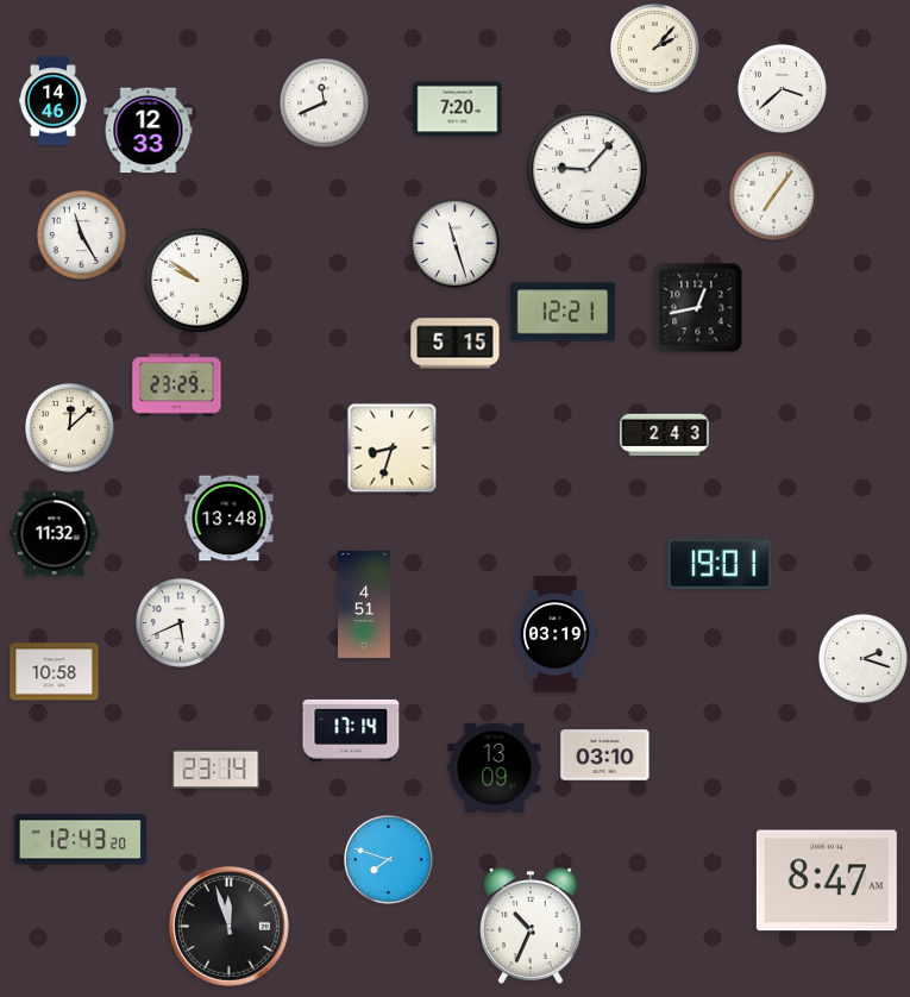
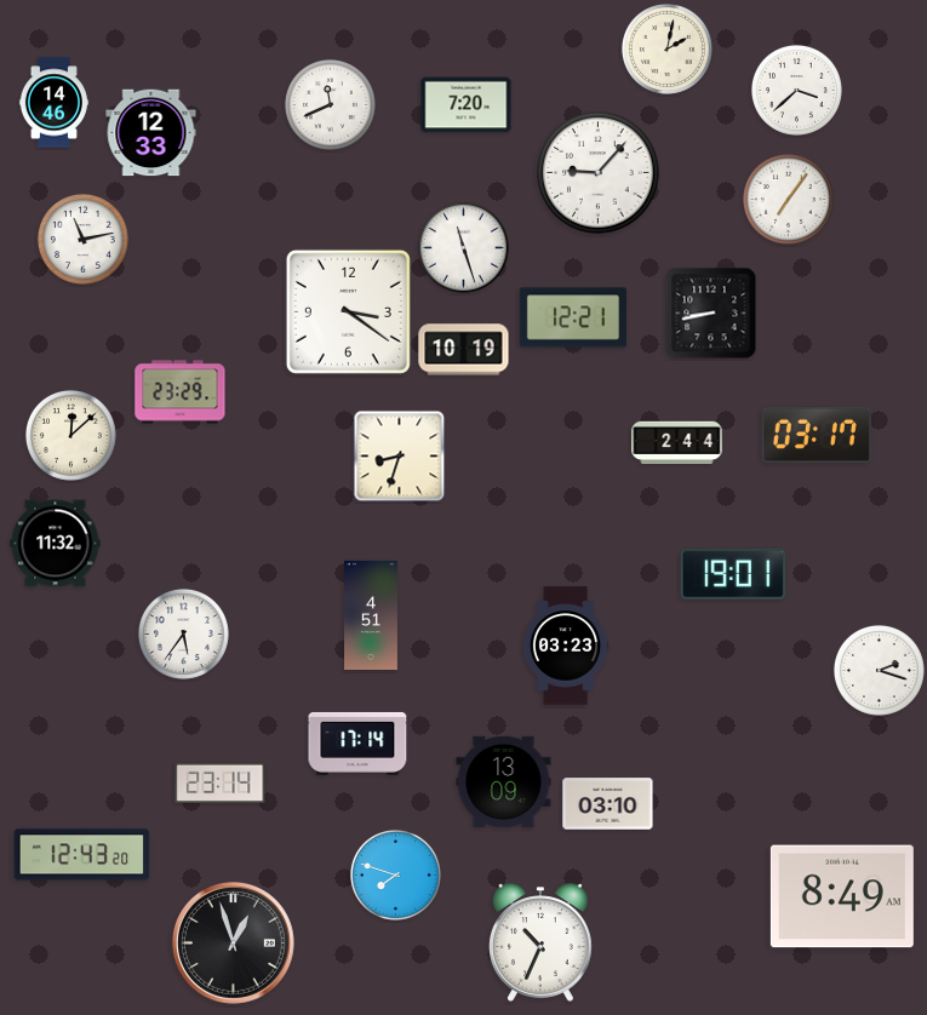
clock at (654, 48): 2:07 -> 2:02
clock at (458, 109) position: (458, 109) -> (467, 105)
clock at (81, 234): 11:25 -> 11:13
clock at (197, 281): 9:51 -> none
clock at (348, 311): none -> 3:21
clock at (698, 308): 12:43 -> 8:43
clock at (456, 344): 5:15 -> 10:19
clock at (817, 435): none -> 03:17
clock at (665, 435): 2:43 -> 2:44
clock at (230, 519): 13:48 -> none
clock at (180, 622): 5:41 -> 5:36
clock at (556, 634): 03:19 -> 03:23
clock at (55, 672): 10:58 -> none
clock at (605, 755) position: (605, 755) -> (608, 804)
clock at (827, 880): 8:47 -> 8:49
clock at (228, 926): 11:57 -> 12:57
